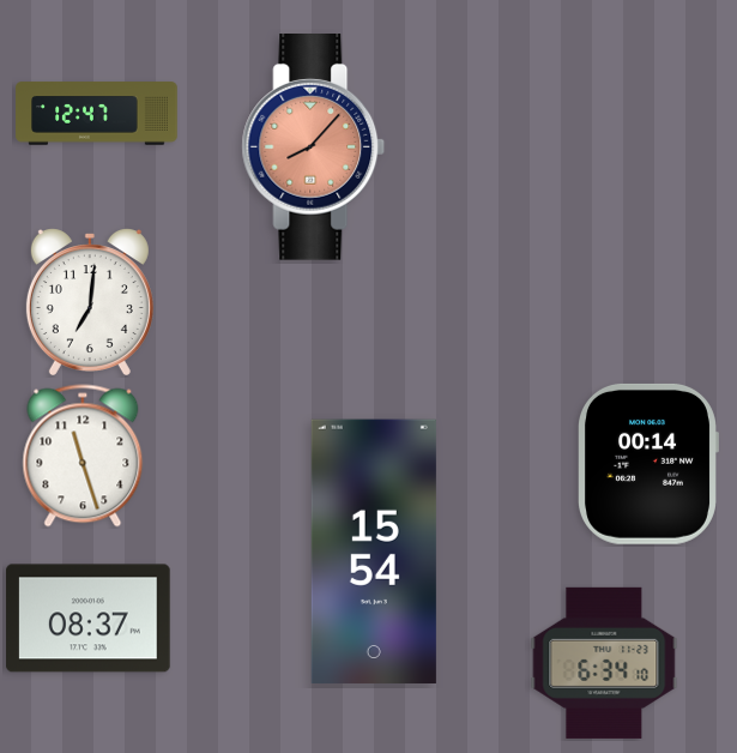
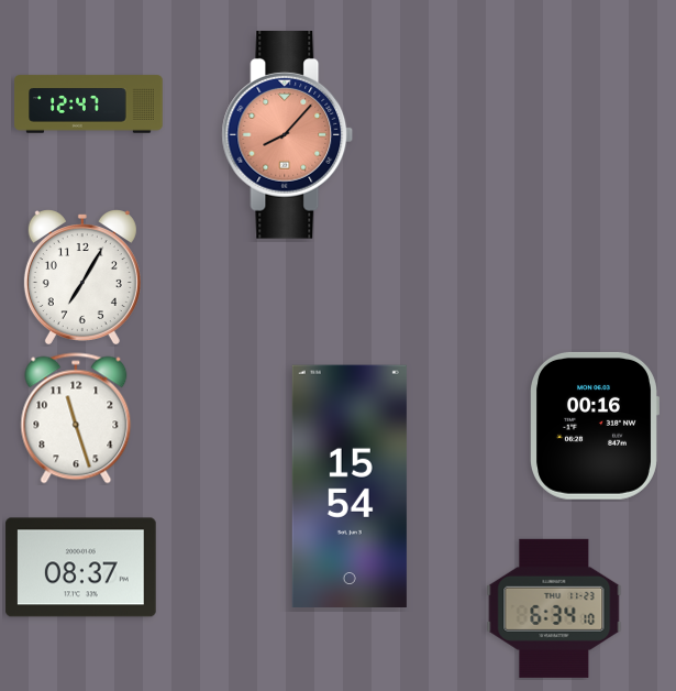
clock at (90, 302): 7:01 -> 7:05
clock at (648, 464): 00:14 -> 00:16
clock at (374, 550) position: (374, 550) -> (350, 485)
